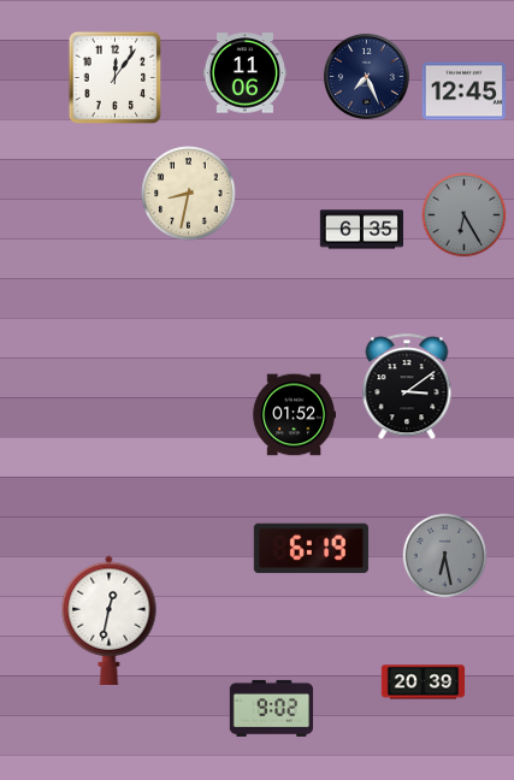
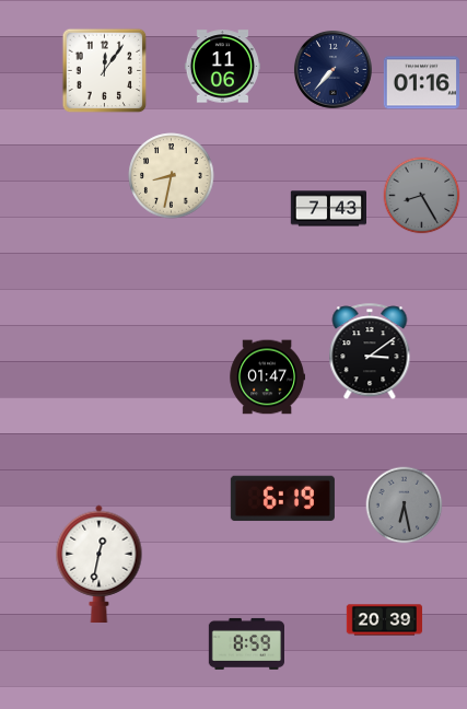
clock at (366, 76): 7:26 -> 7:37
clock at (463, 91): 12:45 -> 01:16
clock at (465, 215): 6:25 -> 8:25
clock at (361, 230): 6:35 -> 7:43
clock at (294, 415): 01:52 -> 01:47
clock at (271, 708): 9:02 -> 8:59
